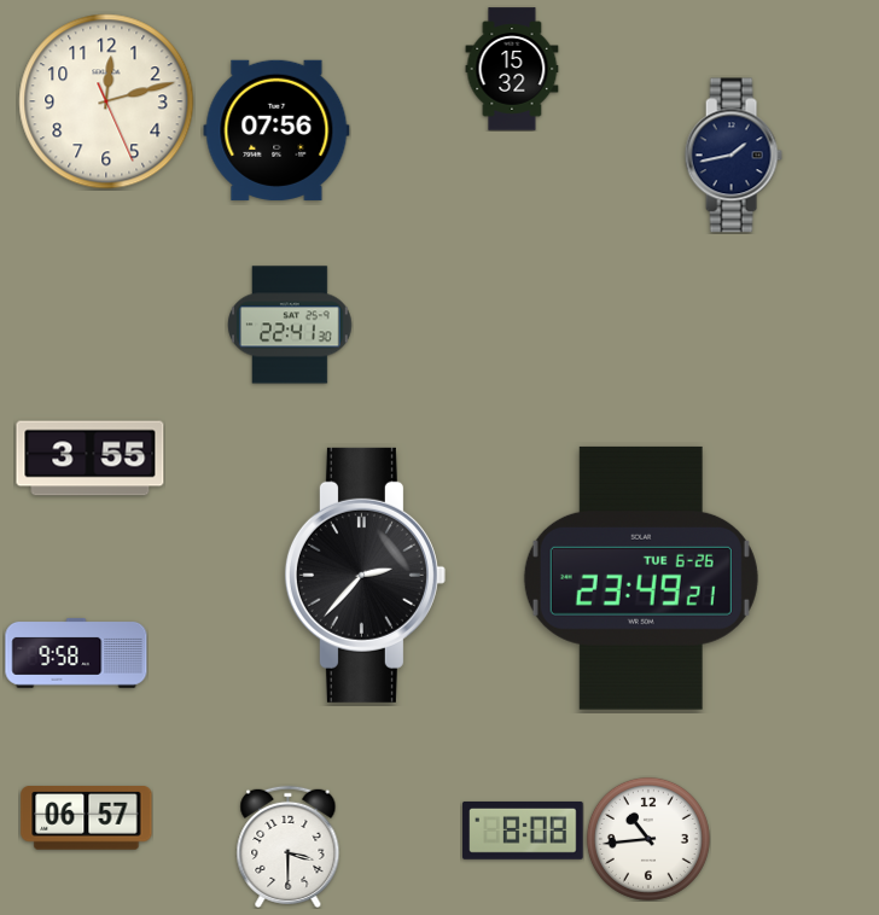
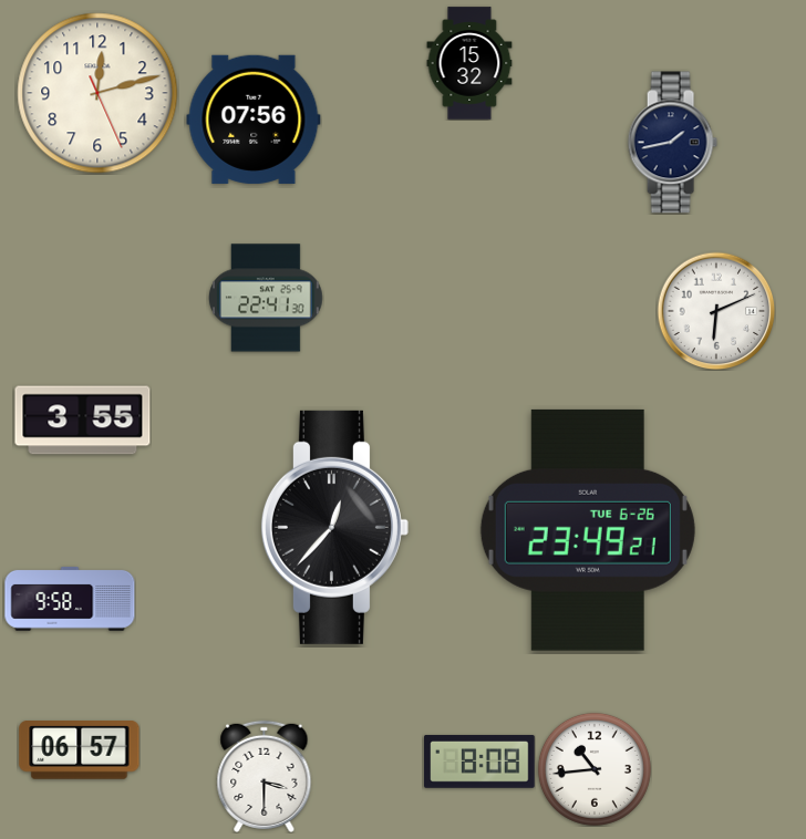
clock at (716, 311): none -> 6:11
clock at (365, 575): 2:37 -> 12:37
